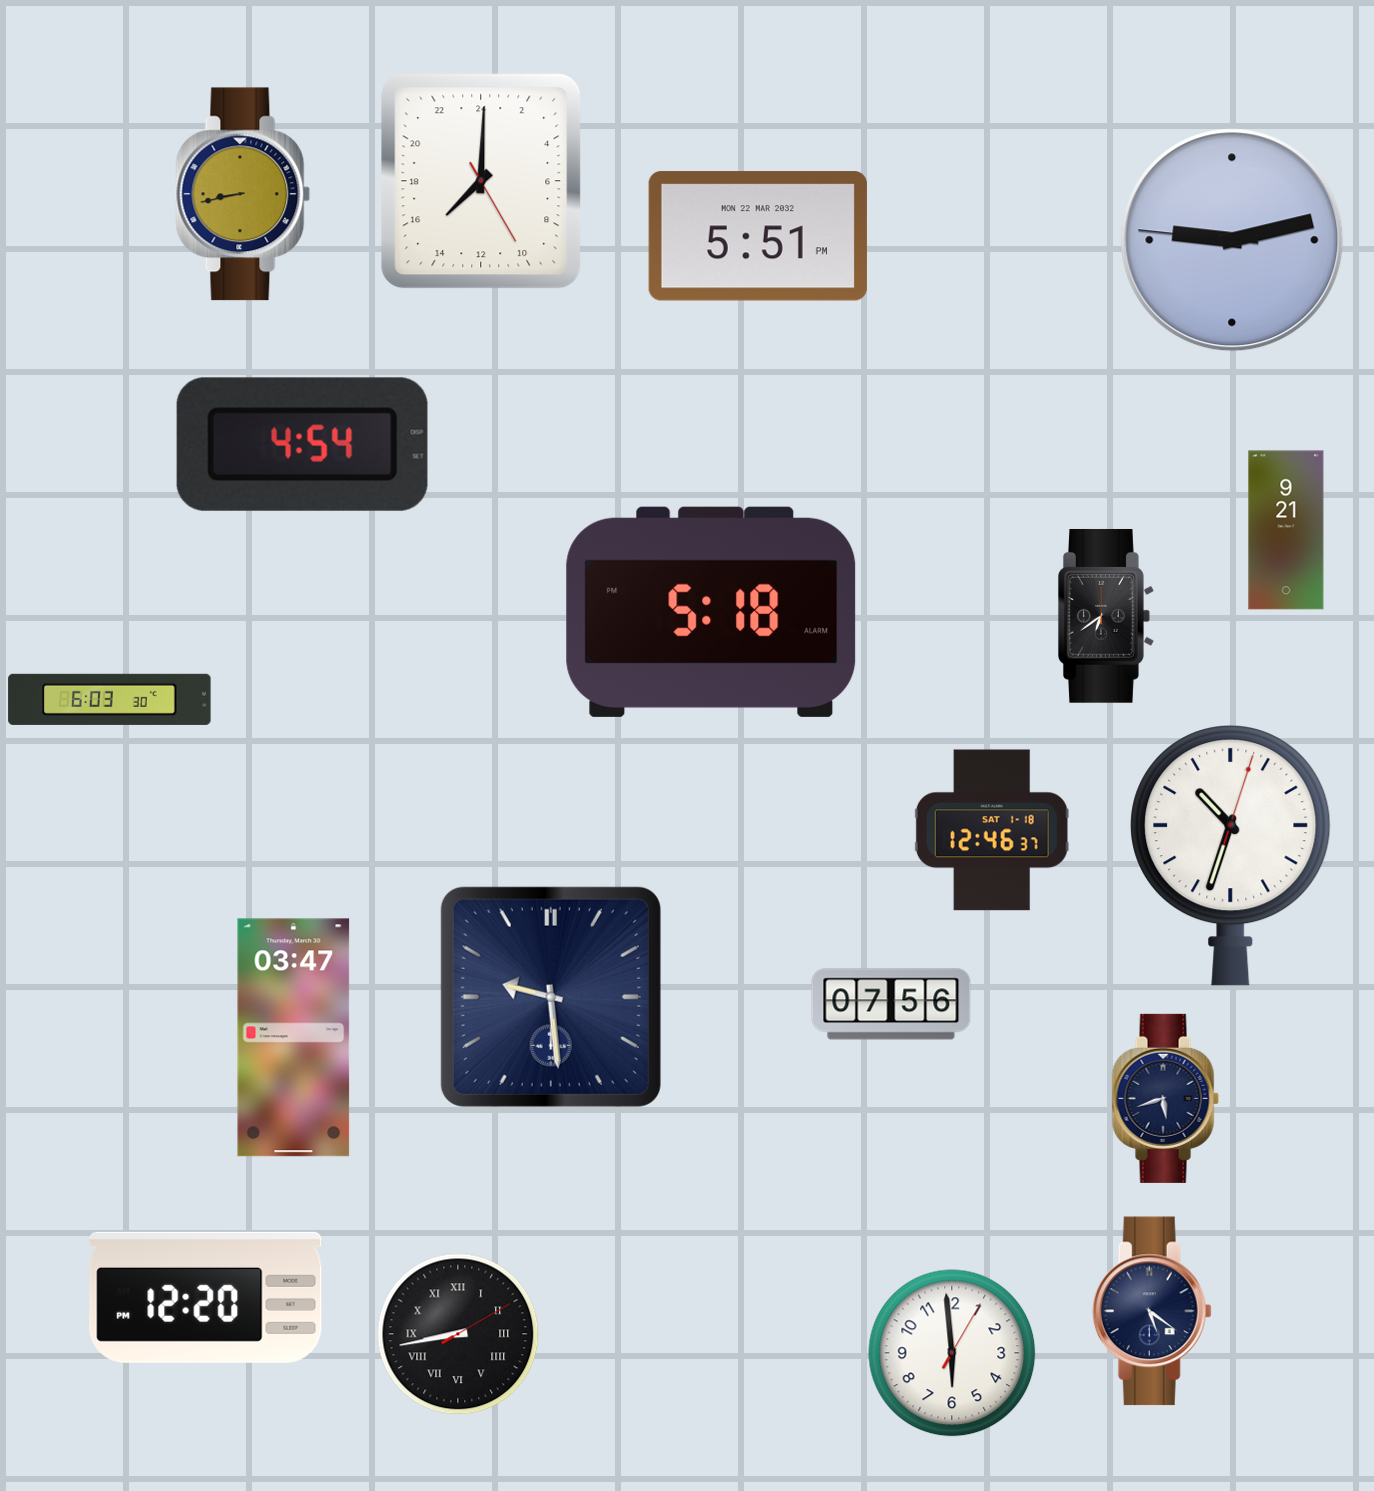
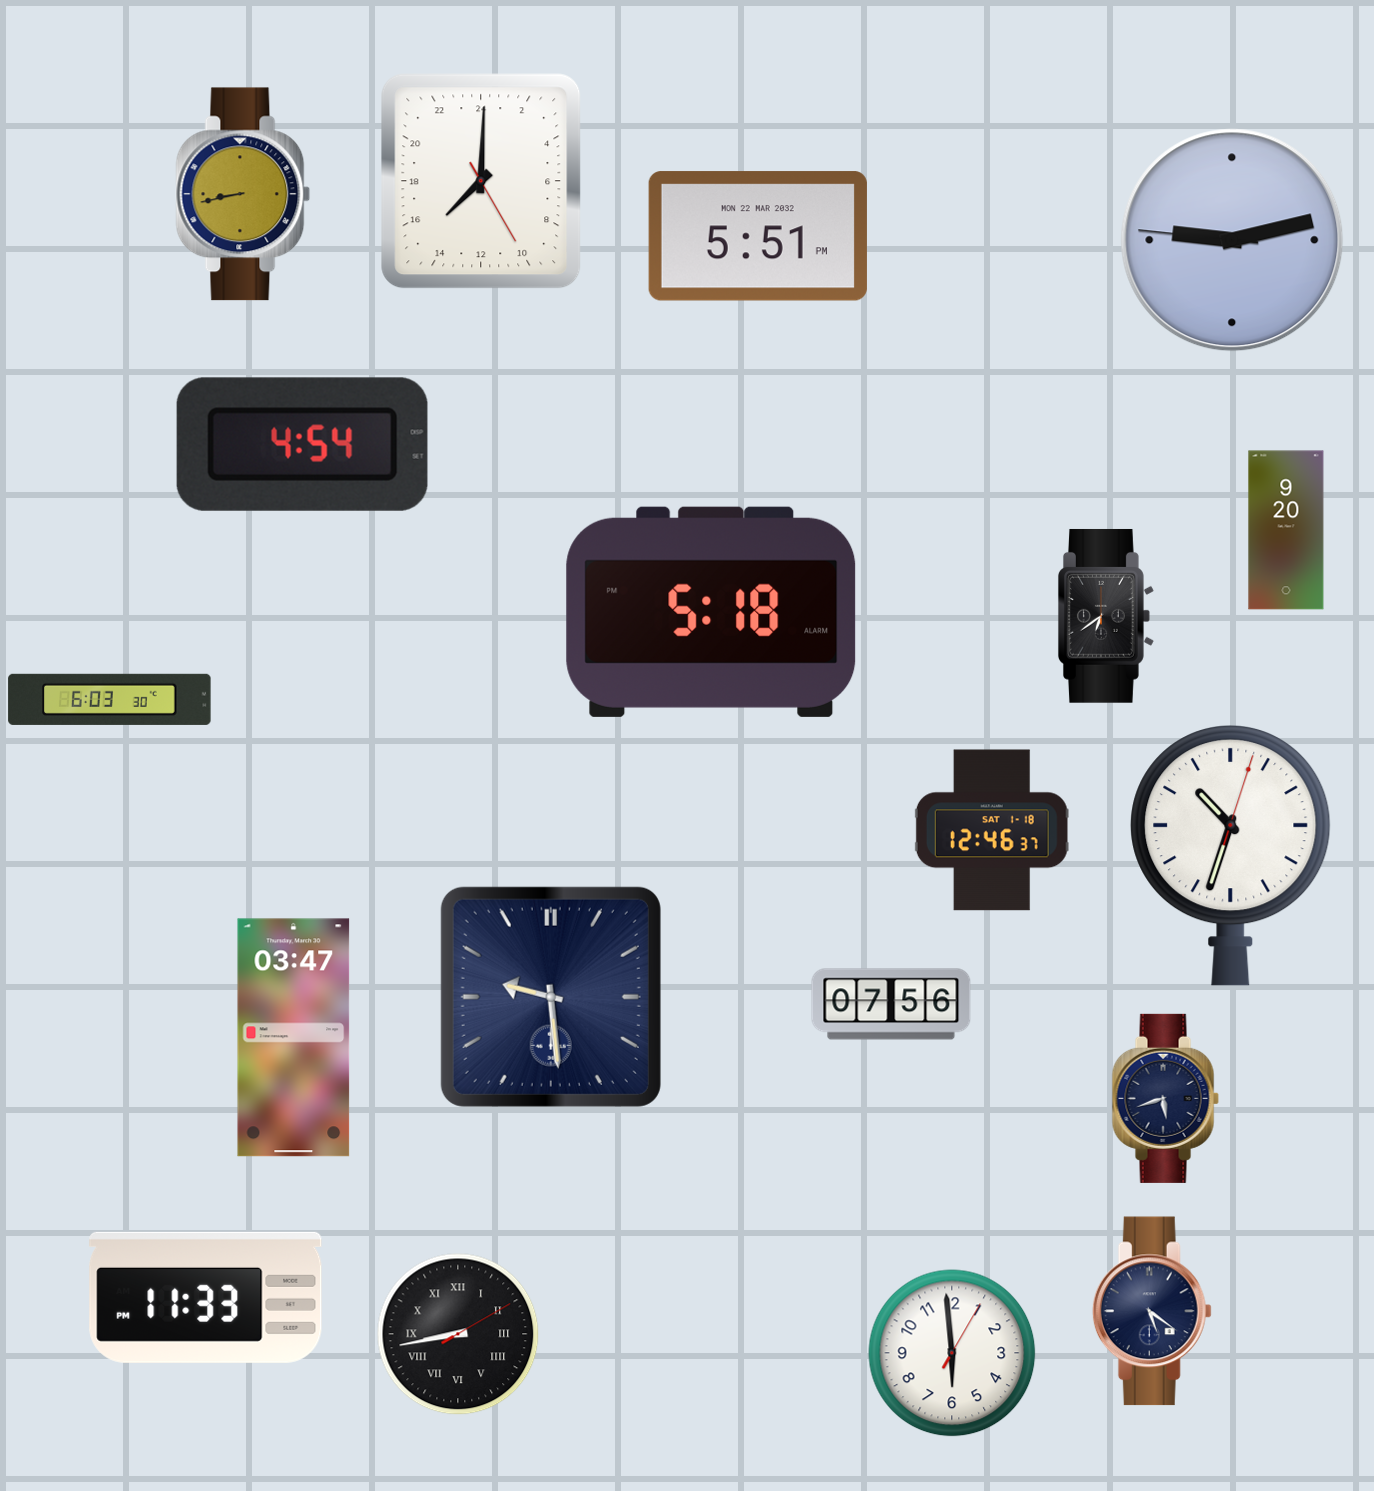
clock at (1286, 530): 9:21 -> 9:20
clock at (206, 1297): 12:20 -> 11:33
